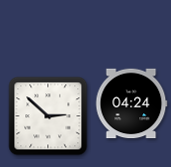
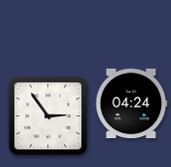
clock at (48, 116): 2:52 -> 2:54
